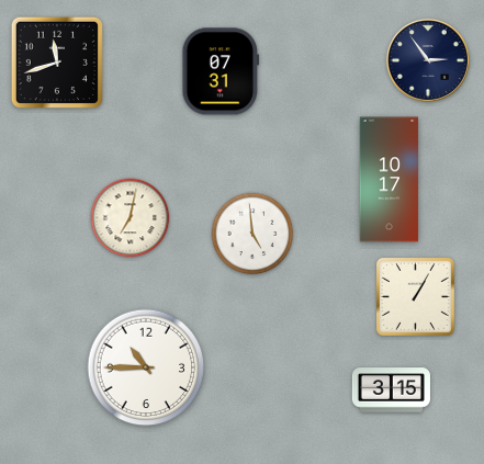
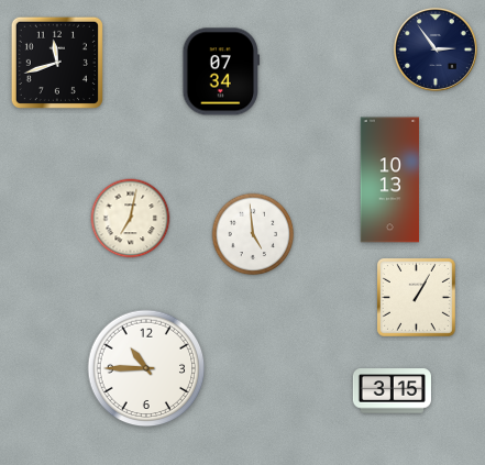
clock at (428, 60) position: (428, 60) -> (436, 49)
clock at (221, 71): 07:31 -> 07:34
clock at (390, 180): 10:17 -> 10:13
